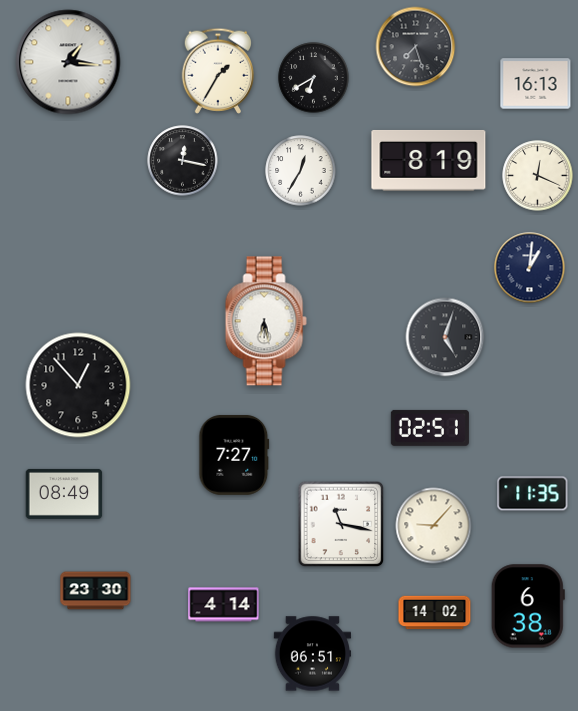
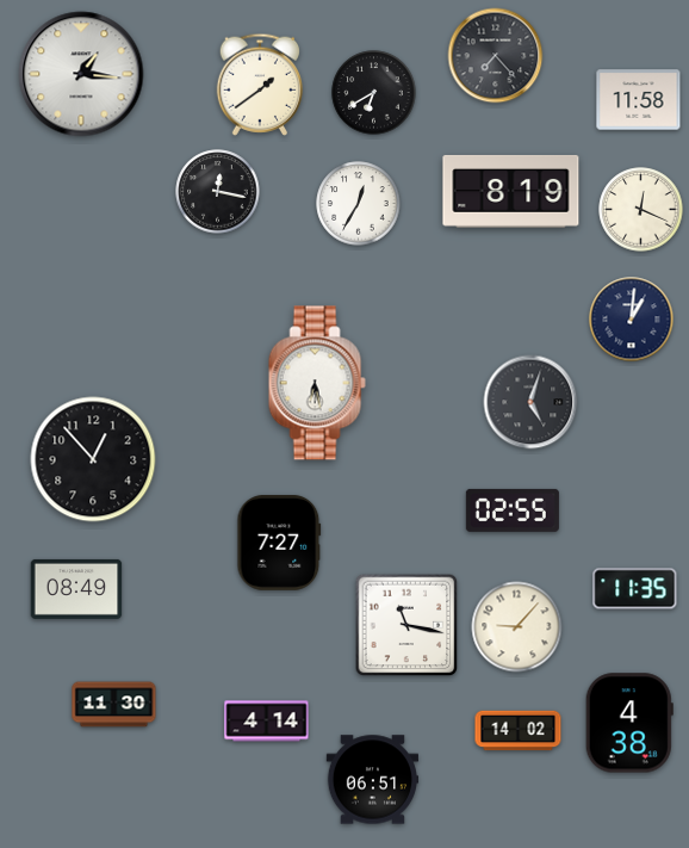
clock at (416, 47): 7:27 -> 7:23
clock at (218, 71): 1:35 -> 1:39
clock at (536, 84): 16:13 -> 11:58
clock at (430, 428): 02:51 -> 02:55
clock at (96, 591): 23:30 -> 11:30
clock at (528, 606): 6:38 -> 4:38
